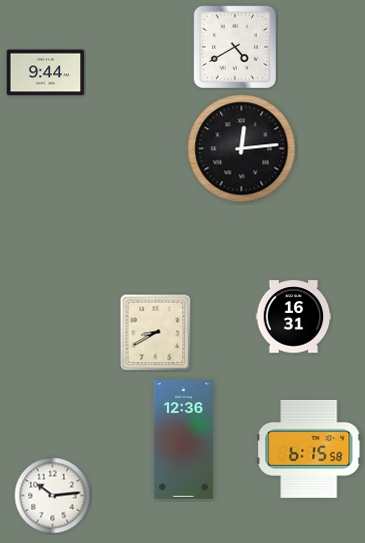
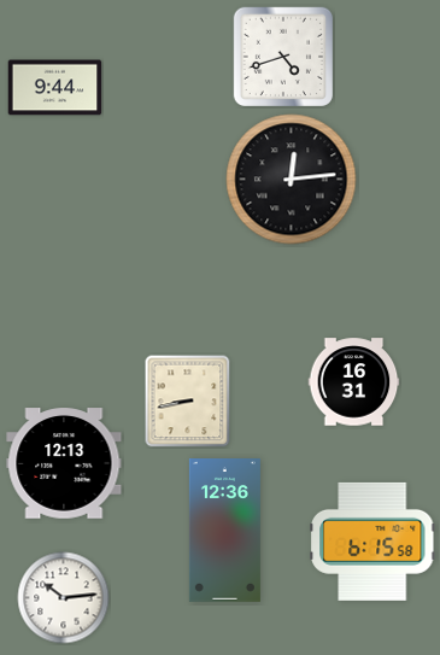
clock at (234, 46): 4:40 -> 4:42
clock at (156, 333): 8:40 -> 8:43
clock at (64, 463): none -> 12:13
clock at (183, 440) position: (183, 440) -> (224, 531)
